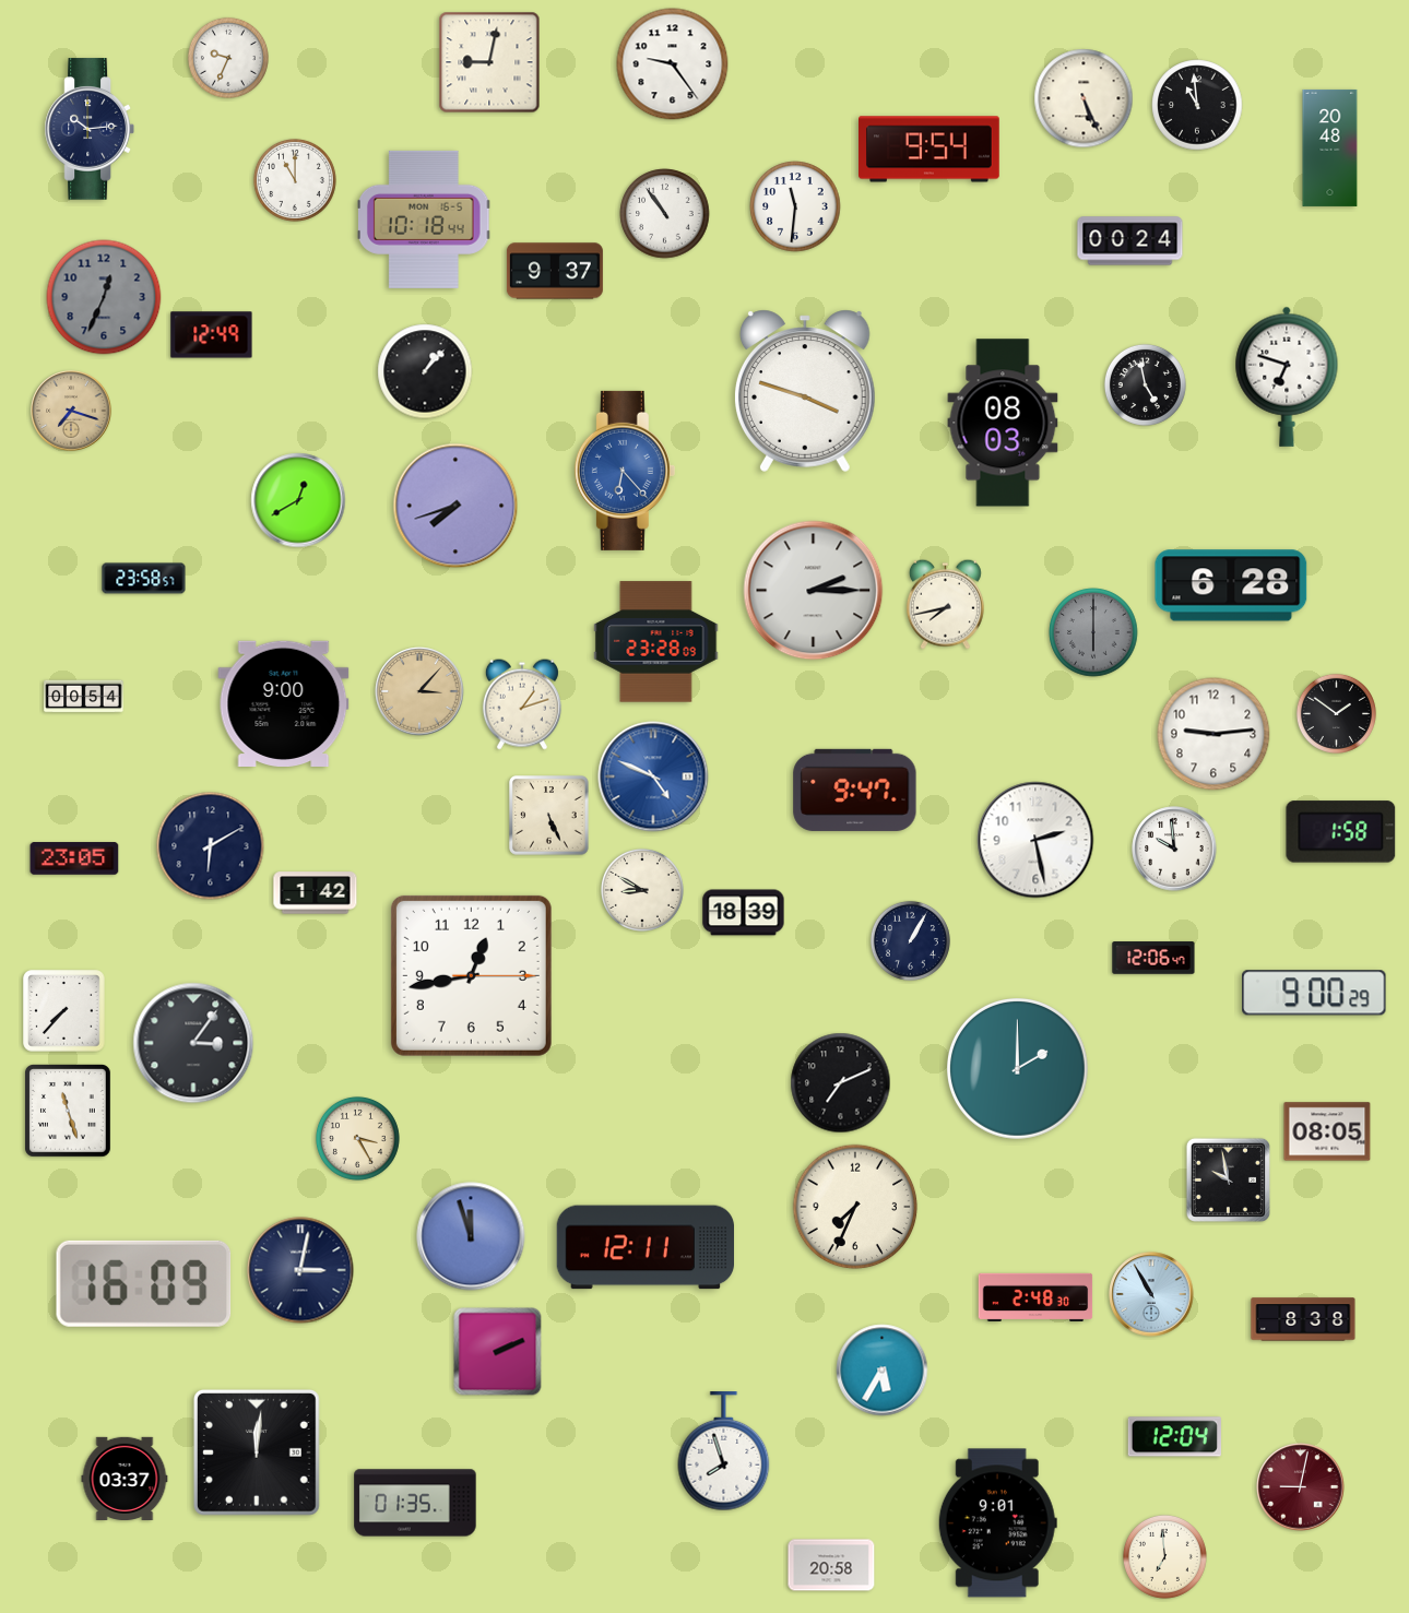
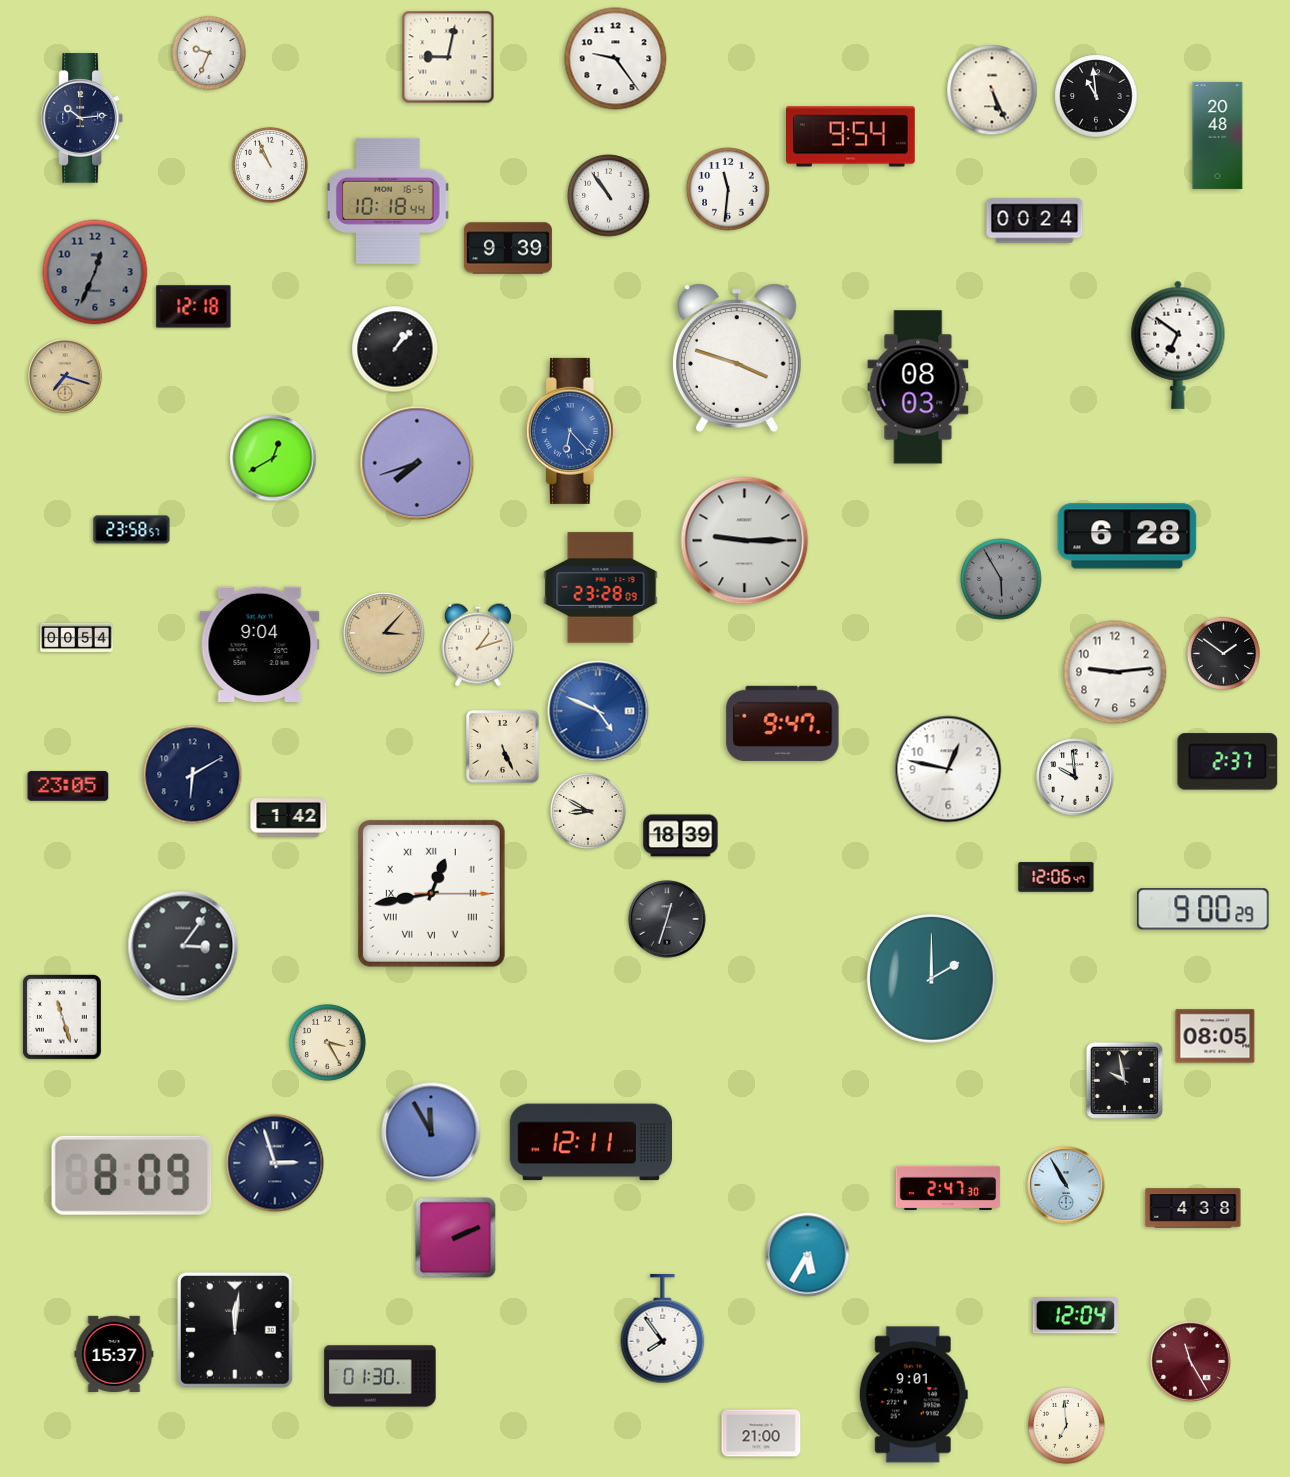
clock at (295, 180): 11:00 -> 10:56
clock at (555, 271): 9:37 -> 9:39
clock at (212, 335): 12:49 -> 12:18
clock at (425, 371) position: (425, 371) -> (395, 349)
clock at (1287, 377): 6:48 -> 6:51
clock at (1145, 384): 4:58 -> none
clock at (814, 591): 2:15 -> 9:15
clock at (945, 604): 7:43 -> none
clock at (1093, 632): 6:00 -> 5:55
clock at (284, 703): 9:00 -> 9:04
clock at (1213, 734) position: (1213, 734) -> (1115, 672)
clock at (1341, 832): 1:58 -> 2:37
clock at (1035, 840): 2:28 -> 12:47
clock at (642, 890) position: (642, 890) -> (588, 811)
clock at (910, 940): 1:05 -> none
clock at (471, 975) numerals: Arabic -> Roman
clock at (667, 919): none -> 12:33
clock at (64, 1011): 7:37 -> none
clock at (193, 1043) position: (193, 1043) -> (183, 946)
clock at (841, 1083): 7:11 -> none
clock at (855, 1207): 7:34 -> none
clock at (471, 1236): 11:57 -> 11:55
clock at (300, 1270): 3:02 -> 2:57
clock at (144, 1283): 16:09 -> 8:09
clock at (1151, 1294) position: (1151, 1294) -> (1066, 1185)
clock at (1035, 1296): 2:48 -> 2:47
clock at (1303, 1319): 8:38 -> 4:38
clock at (724, 1452): 7:57 -> 7:54
clock at (125, 1478): 03:37 -> 15:37
clock at (1301, 1487): 9:02 -> 11:25
clock at (415, 1503): 01:35 -> 01:30
clock at (831, 1565): 20:58 -> 21:00
